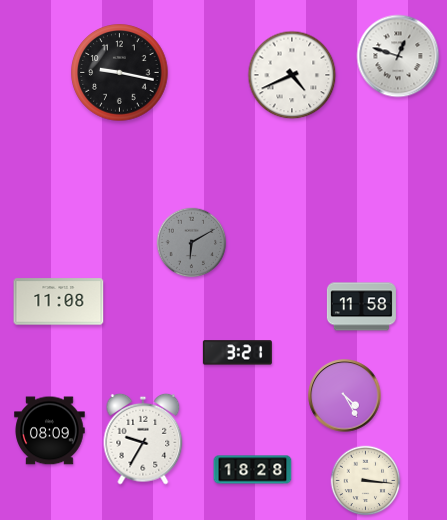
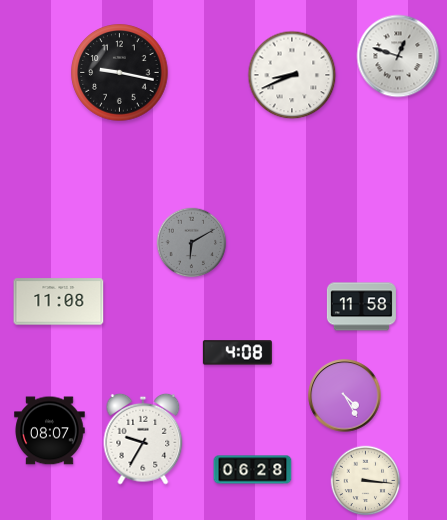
clock at (292, 75): 4:41 -> 8:41
clock at (237, 353): 3:21 -> 4:08
clock at (50, 431): 08:09 -> 08:07
clock at (253, 470): 18:28 -> 06:28
